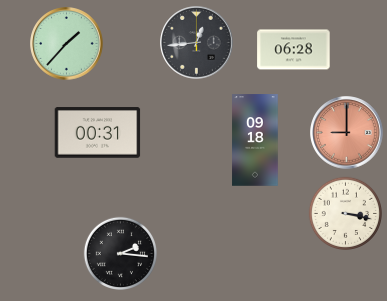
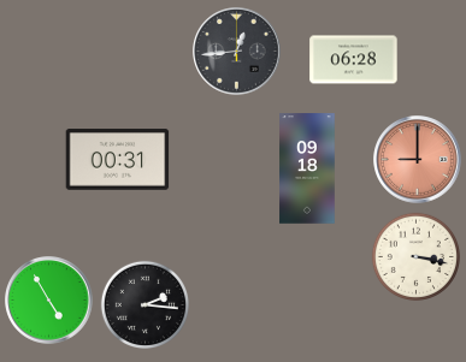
clock at (67, 44): 1:37 -> none
clock at (49, 301): none -> 4:55
